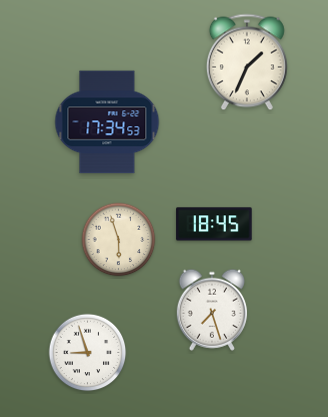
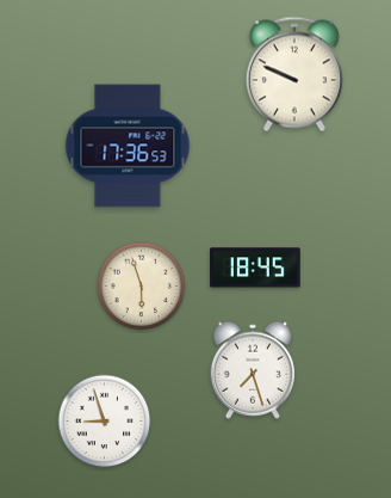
clock at (247, 62): 1:34 -> 9:49
clock at (107, 122): 17:34 -> 17:36
